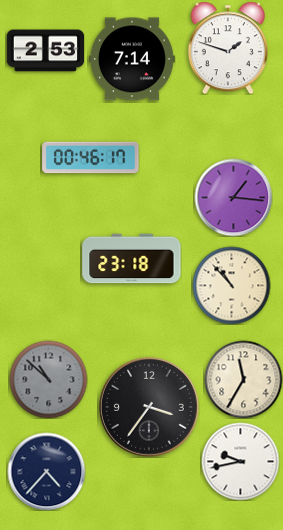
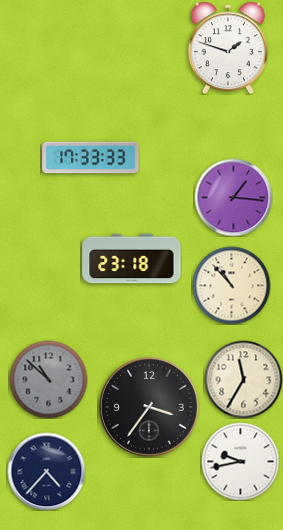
clock at (45, 51): 2:53 -> none
clock at (132, 59): 7:14 -> none
clock at (91, 158): 00:46 -> 17:33
